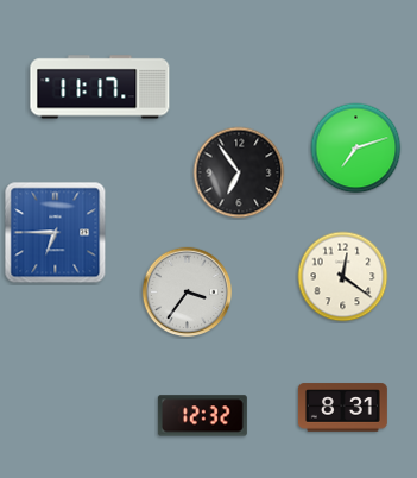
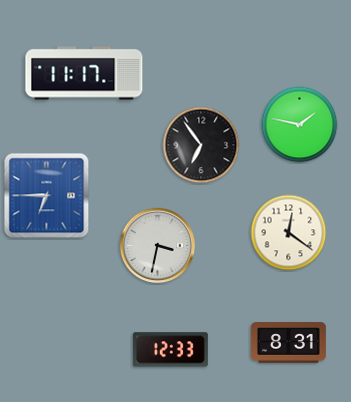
clock at (356, 149): 7:12 -> 1:47
clock at (188, 293): 3:36 -> 3:32
clock at (202, 416): 12:32 -> 12:33
